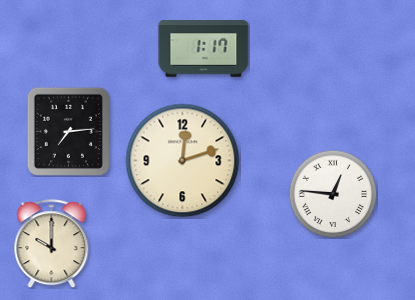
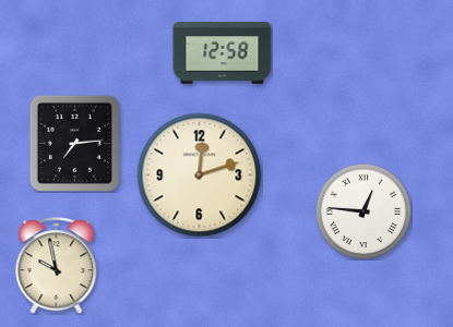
clock at (204, 49): 1:17 -> 12:58
clock at (52, 244): 10:00 -> 9:58
